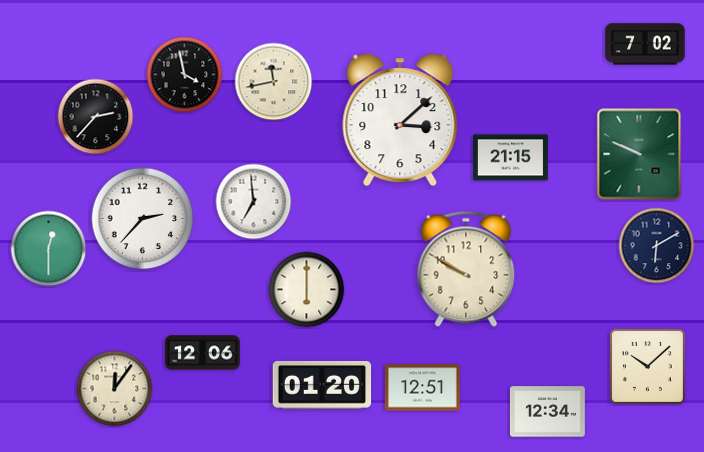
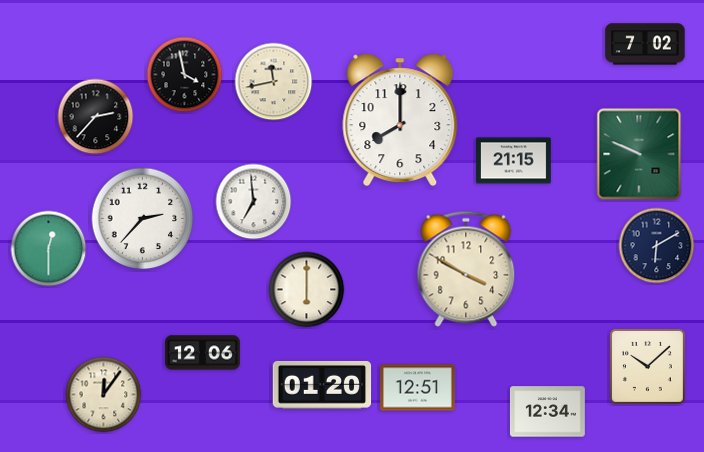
clock at (400, 120): 3:08 -> 8:00
clock at (510, 158) position: (510, 158) -> (513, 161)
clock at (466, 269): 9:50 -> 3:50
clock at (422, 388) position: (422, 388) -> (417, 388)
clock at (115, 389) position: (115, 389) -> (104, 395)
